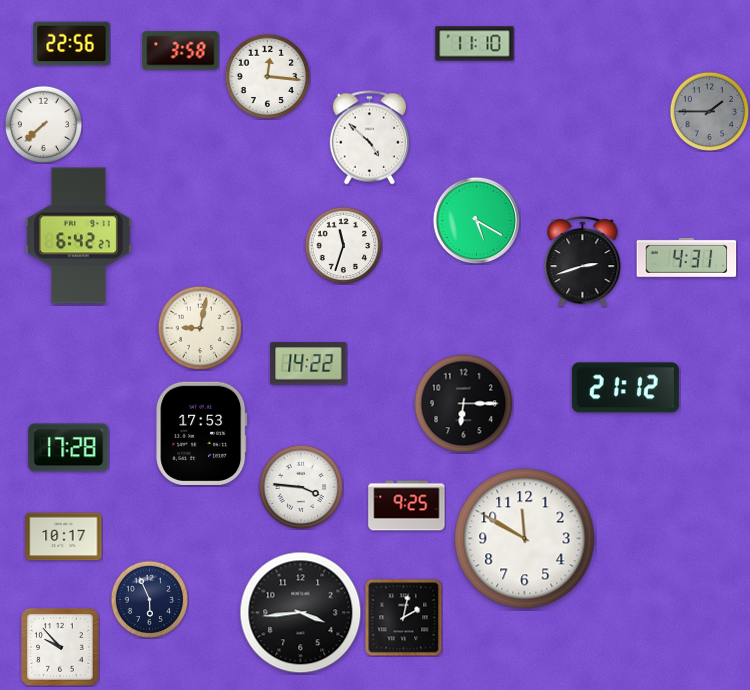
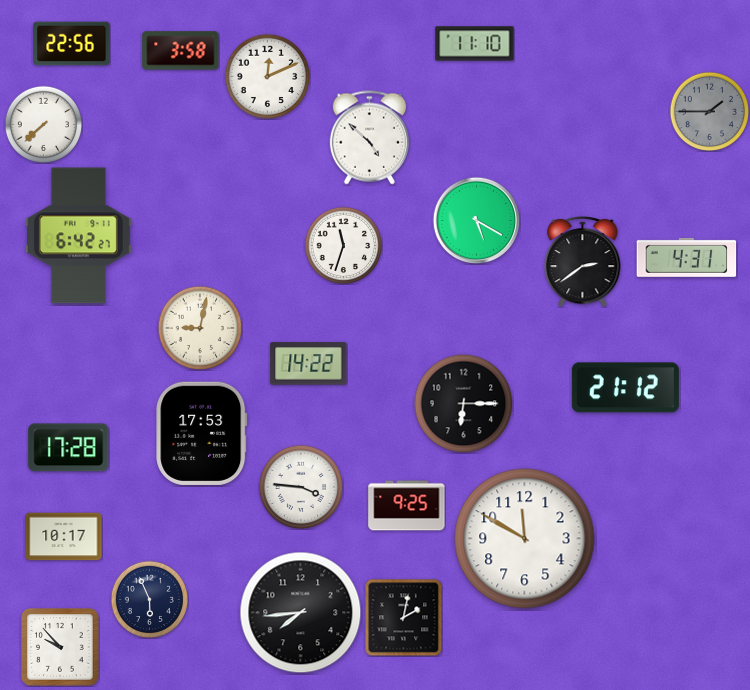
clock at (267, 76): 12:16 -> 12:11
clock at (583, 262): 2:42 -> 2:39
clock at (301, 613): 3:44 -> 7:44
